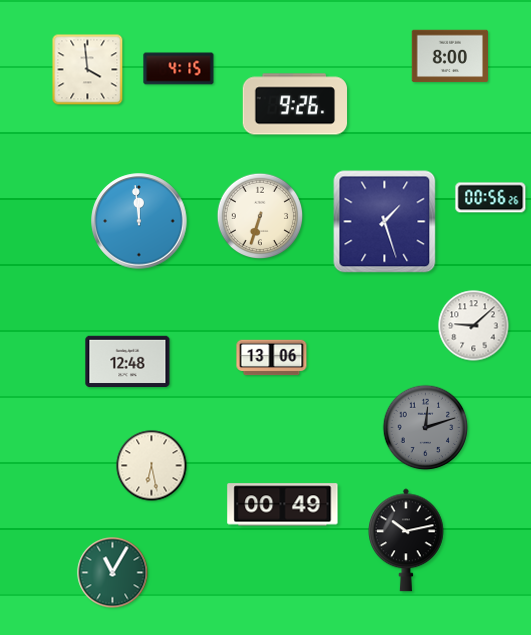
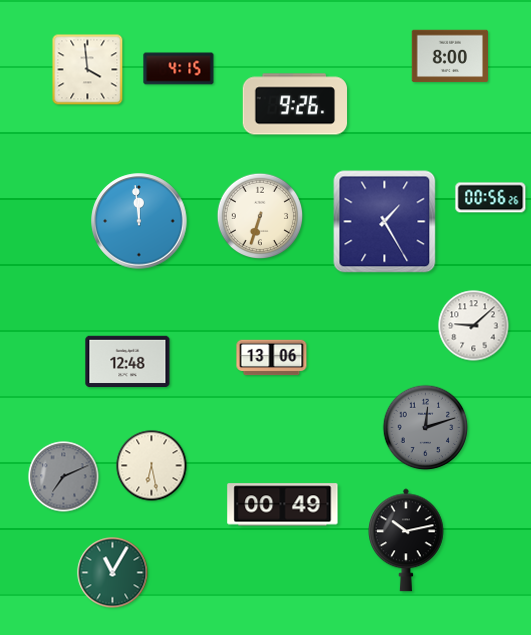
clock at (385, 222): 1:27 -> 1:25
clock at (64, 477): none -> 7:11
